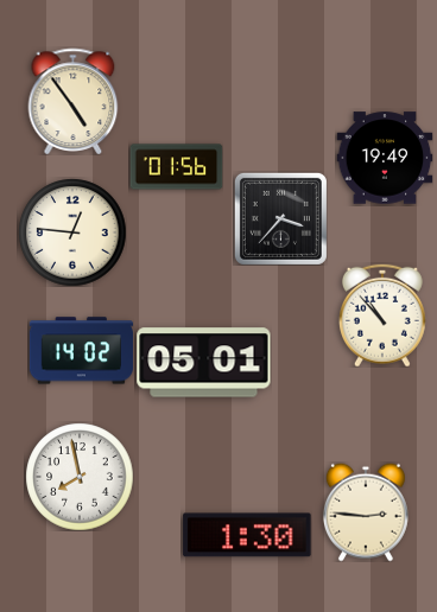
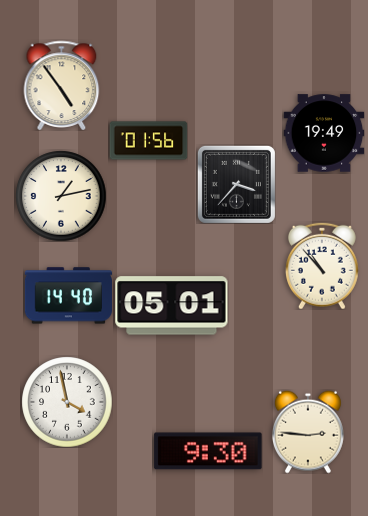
clock at (72, 232): 12:46 -> 1:13
clock at (81, 351): 14:02 -> 14:40
clock at (80, 477): 7:58 -> 3:58
clock at (247, 535): 1:30 -> 9:30
